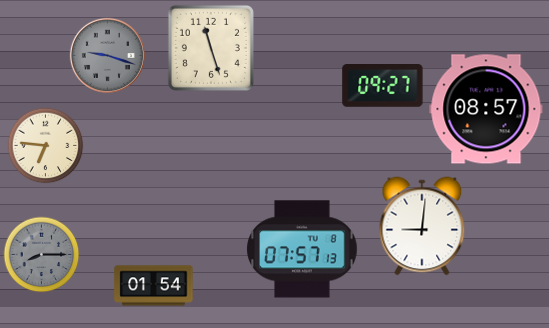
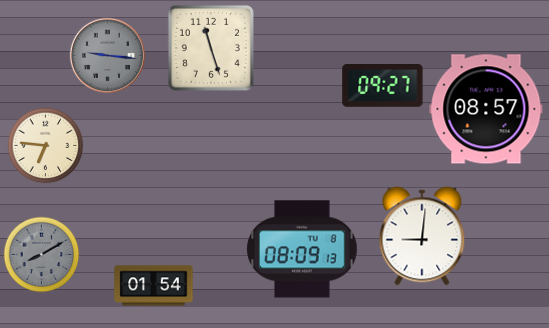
clock at (107, 55): 9:18 -> 9:16
clock at (422, 226) position: (422, 226) -> (422, 236)
clock at (302, 249): 07:57 -> 08:09
clock at (42, 255): 8:15 -> 8:10
